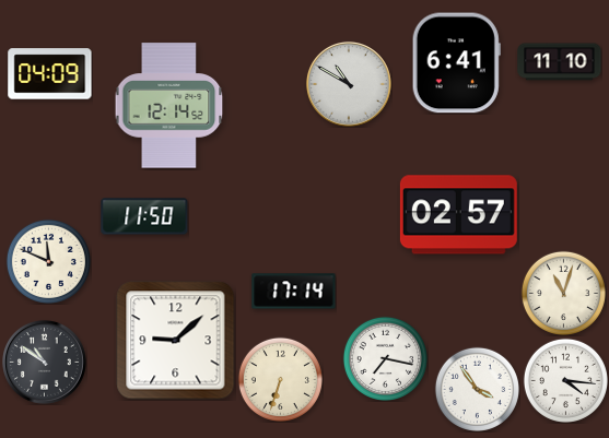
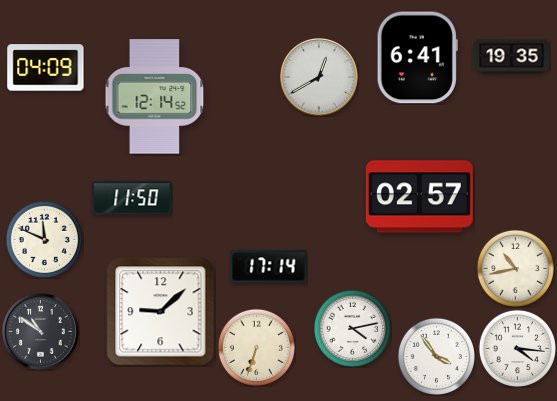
clock at (560, 62): 11:10 -> 19:35
clock at (349, 84): 10:50 -> 12:40
clock at (563, 293): 11:03 -> 10:43
clock at (385, 358): 7:17 -> 4:13
